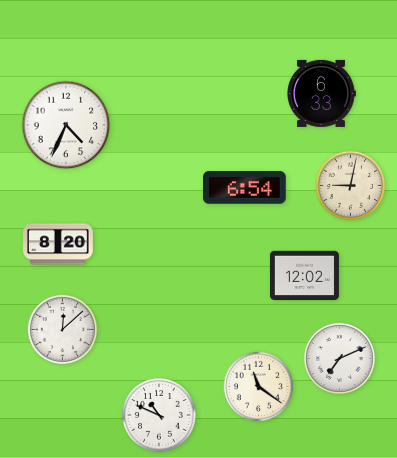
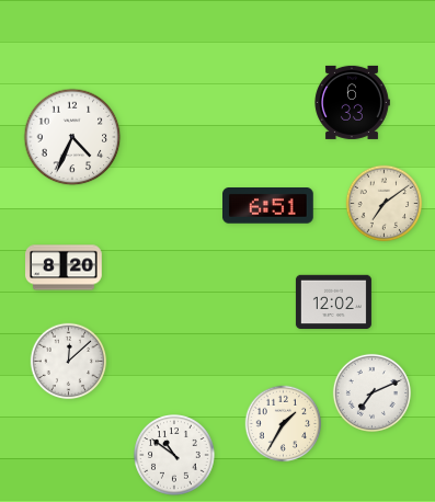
clock at (351, 186): 9:02 -> 7:09
clock at (245, 188): 6:54 -> 6:51
clock at (259, 387): 11:21 -> 1:35
clock at (160, 416): 10:49 -> 10:51
